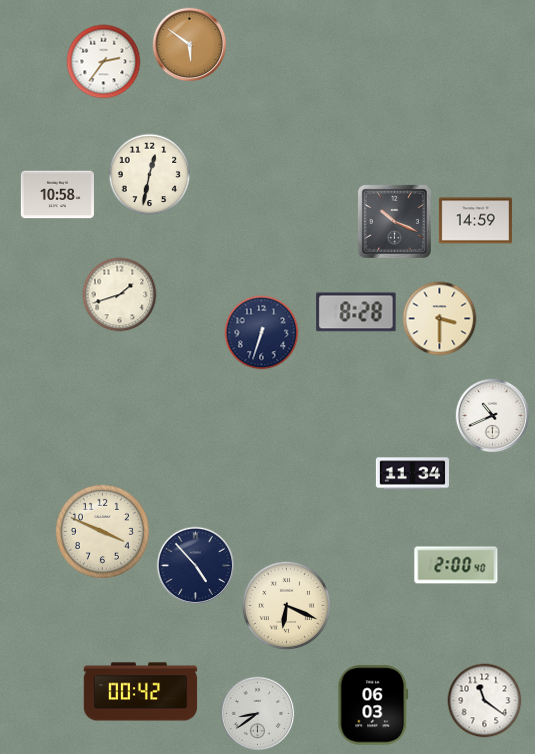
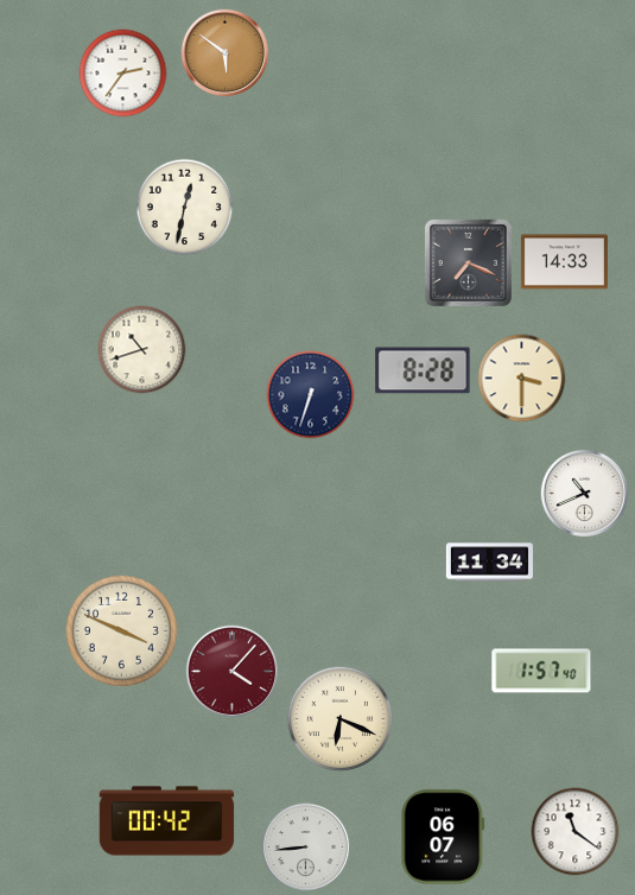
clock at (150, 175) position: (150, 175) -> (185, 208)
clock at (57, 195): 10:58 -> none
clock at (394, 221): 10:19 -> 7:19
clock at (475, 221): 14:59 -> 14:33
clock at (120, 295): 1:42 -> 10:42
clock at (456, 565): 2:00 -> 1:57
clock at (196, 566): 4:53 -> 4:07
clock at (196, 566) dial: navy -> burgundy
clock at (373, 705): 06:03 -> 06:07
clock at (258, 714): 8:39 -> 8:44
